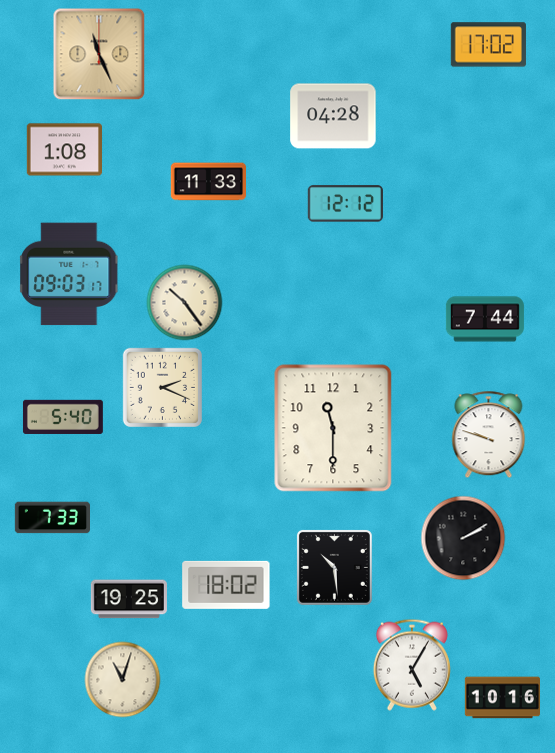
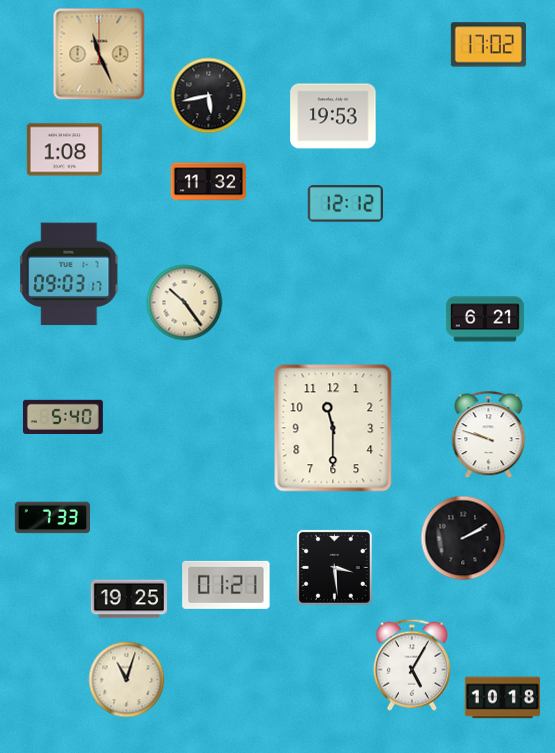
clock at (209, 96): none -> 5:43
clock at (333, 116): 04:28 -> 19:53
clock at (208, 182): 11:33 -> 11:32
clock at (485, 319): 7:44 -> 6:21
clock at (162, 387): 2:19 -> none
clock at (334, 567): 10:29 -> 3:29
clock at (226, 585): 18:02 -> 01:21
clock at (123, 680) position: (123, 680) -> (127, 680)
clock at (502, 698): 10:16 -> 10:18
